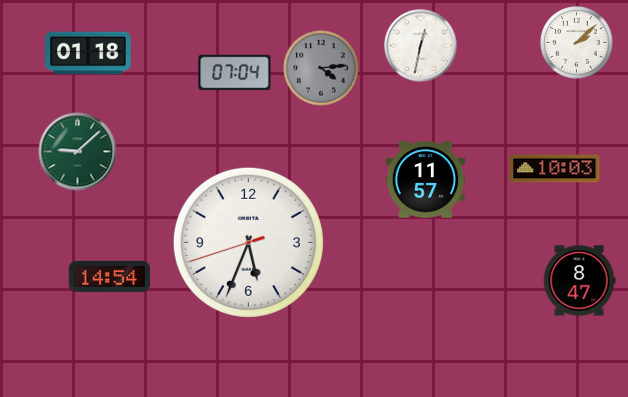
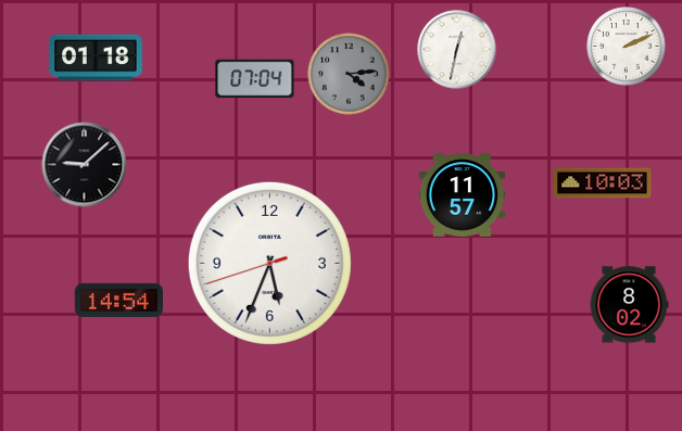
clock at (577, 43): 2:08 -> 2:11
clock at (78, 152) dial: green -> black
clock at (579, 281): 8:47 -> 8:02
